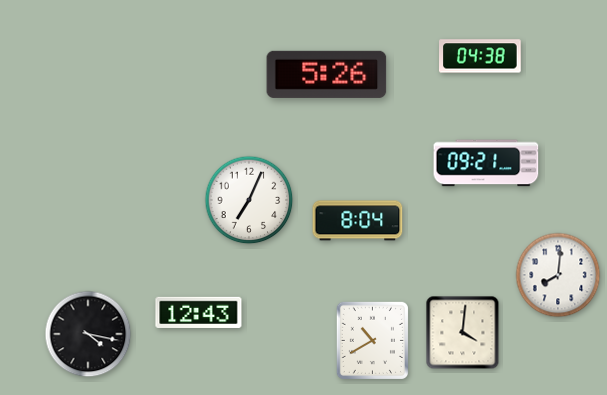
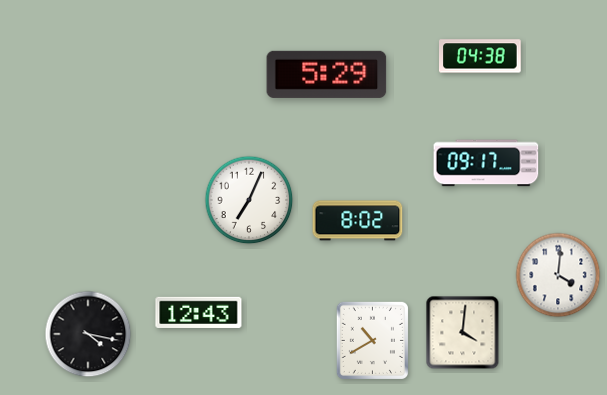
clock at (327, 74): 5:26 -> 5:29
clock at (486, 163): 09:21 -> 09:17
clock at (358, 221): 8:04 -> 8:02
clock at (558, 275): 8:01 -> 4:01
